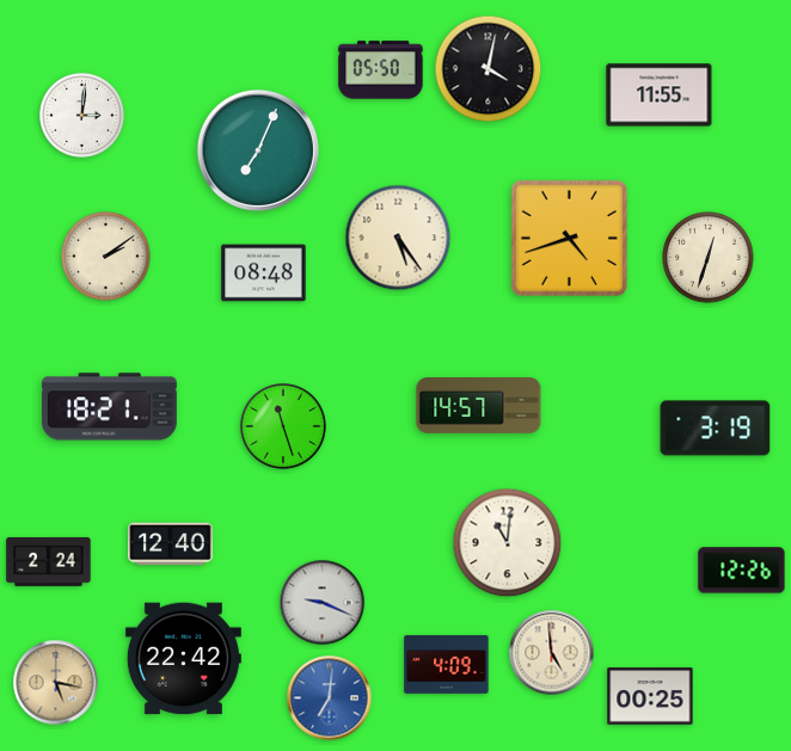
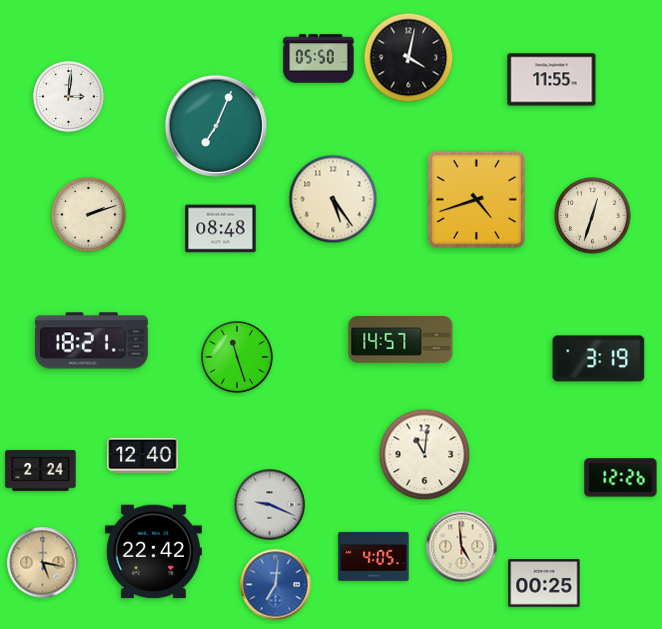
clock at (106, 257): 2:09 -> 2:12
clock at (447, 664): 4:09 -> 4:05
clock at (56, 683) position: (56, 683) -> (43, 563)
